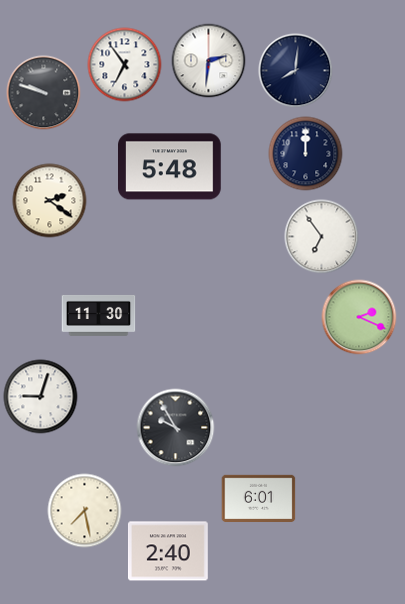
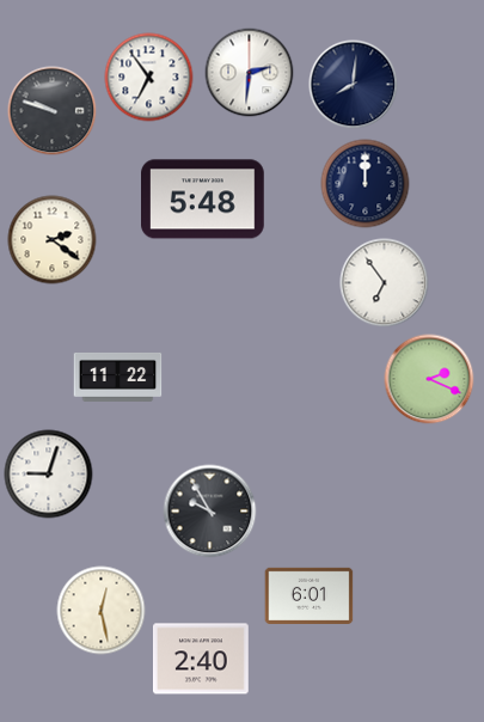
clock at (50, 201) position: (50, 201) -> (53, 240)
clock at (99, 315): 11:30 -> 11:22
clock at (85, 511): 7:28 -> 12:28
